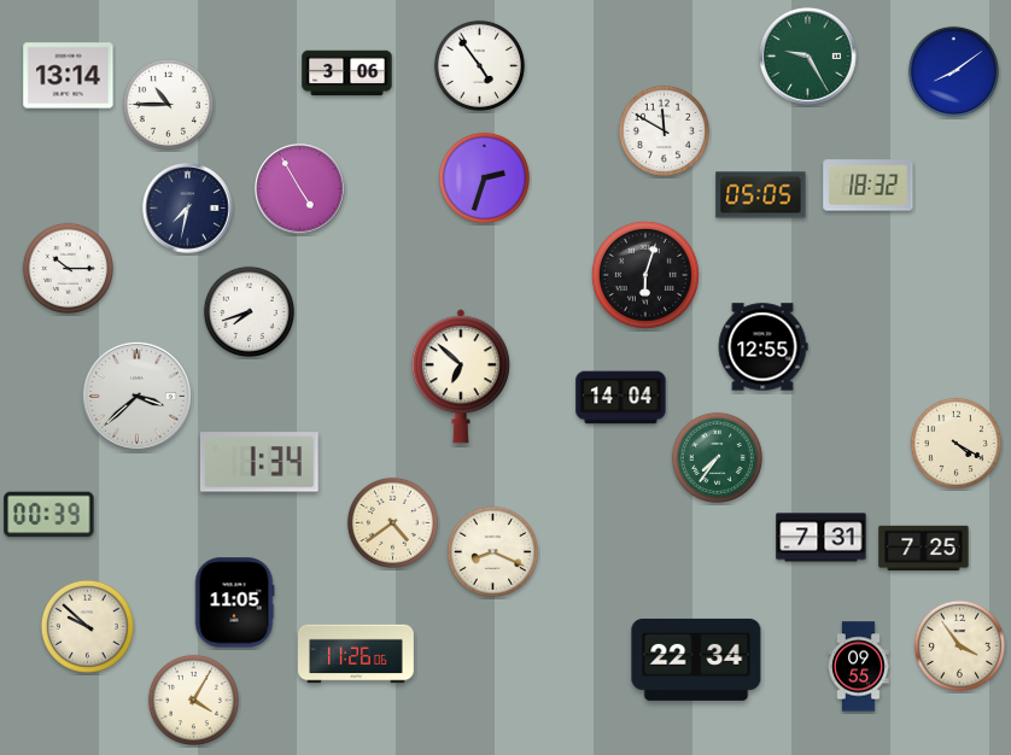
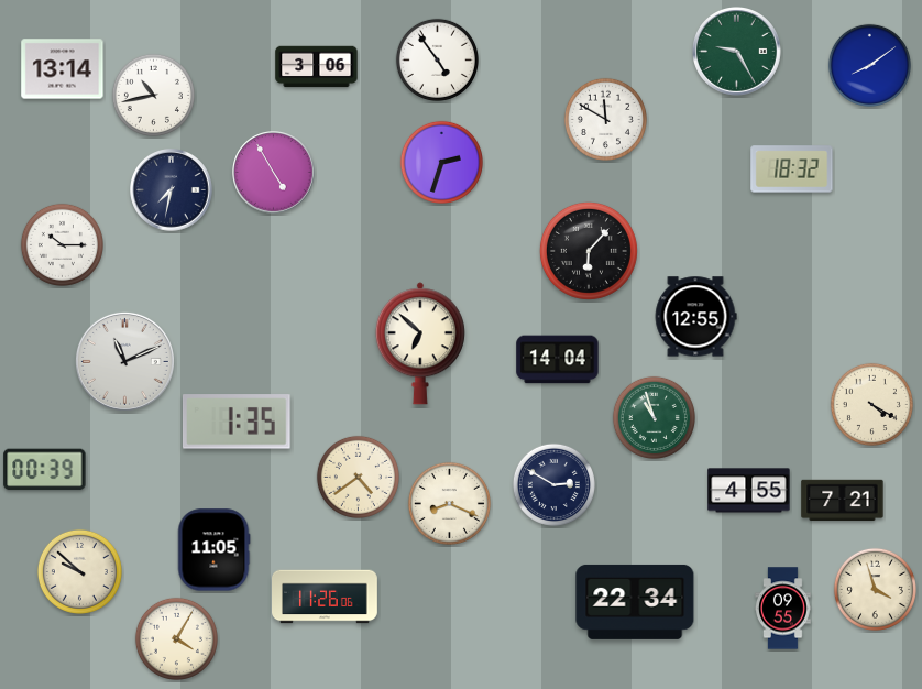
clock at (168, 104): 10:45 -> 10:43
clock at (761, 195): 05:05 -> none
clock at (645, 275): 6:03 -> 6:07
clock at (249, 311): 7:42 -> none
clock at (136, 396): 3:38 -> 11:11
clock at (621, 398) position: (621, 398) -> (558, 360)
clock at (717, 457): 7:36 -> 10:57
clock at (259, 462): 1:34 -> 1:35
clock at (553, 484): none -> 2:50
clock at (822, 538): 7:31 -> 4:55
clock at (924, 549): 7:25 -> 7:21
clock at (959, 645): 3:54 -> 3:57
